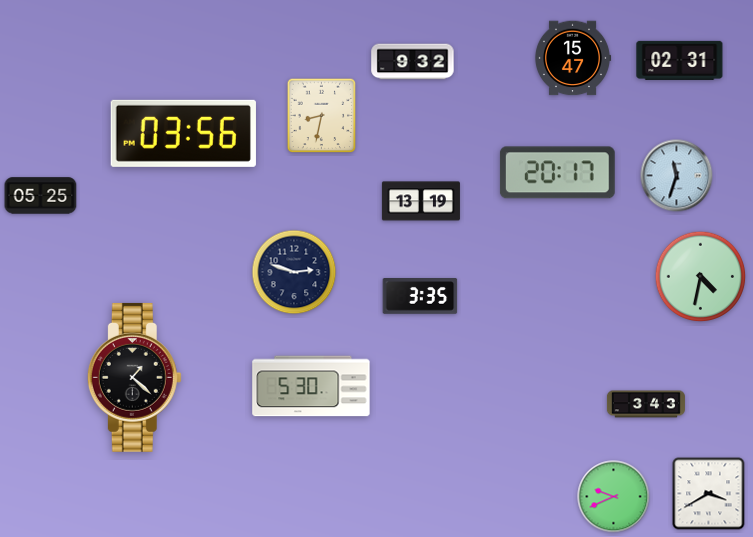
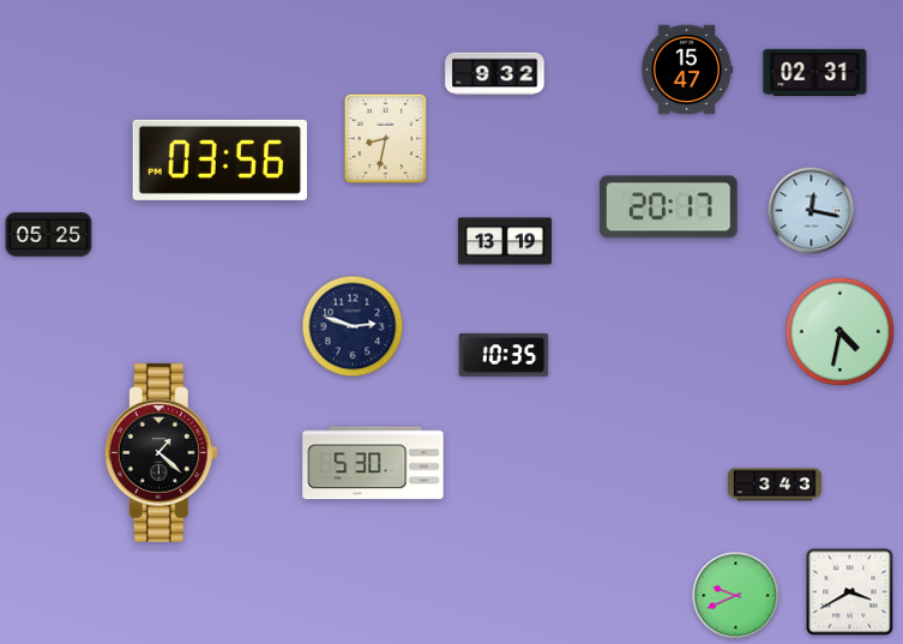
clock at (677, 176): 11:33 -> 12:17
clock at (420, 296): 3:35 -> 10:35
